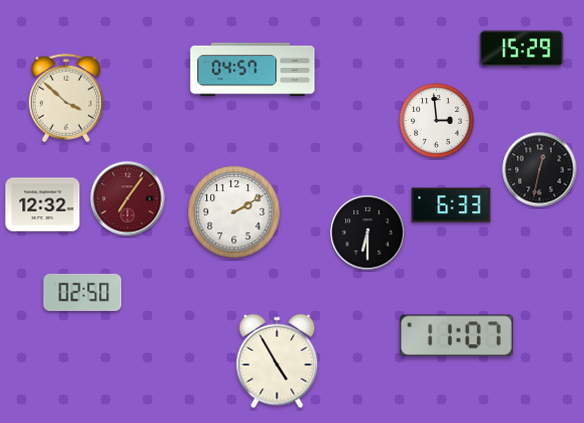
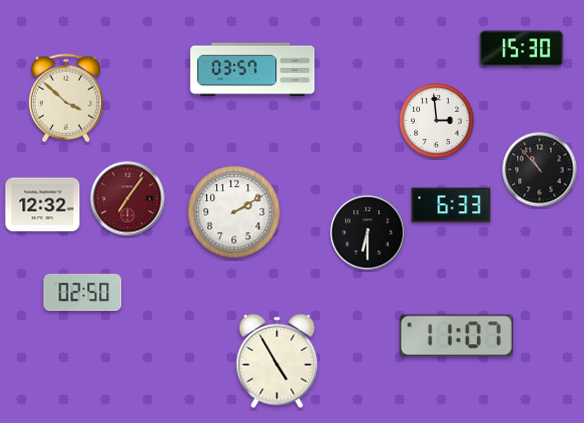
clock at (522, 49): 15:29 -> 15:30
clock at (253, 70): 04:57 -> 03:57
clock at (540, 170): 12:32 -> 10:53
